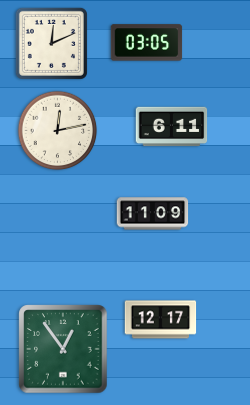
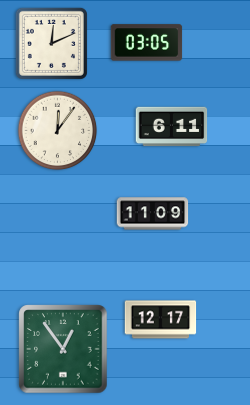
clock at (58, 131): 12:13 -> 12:06
